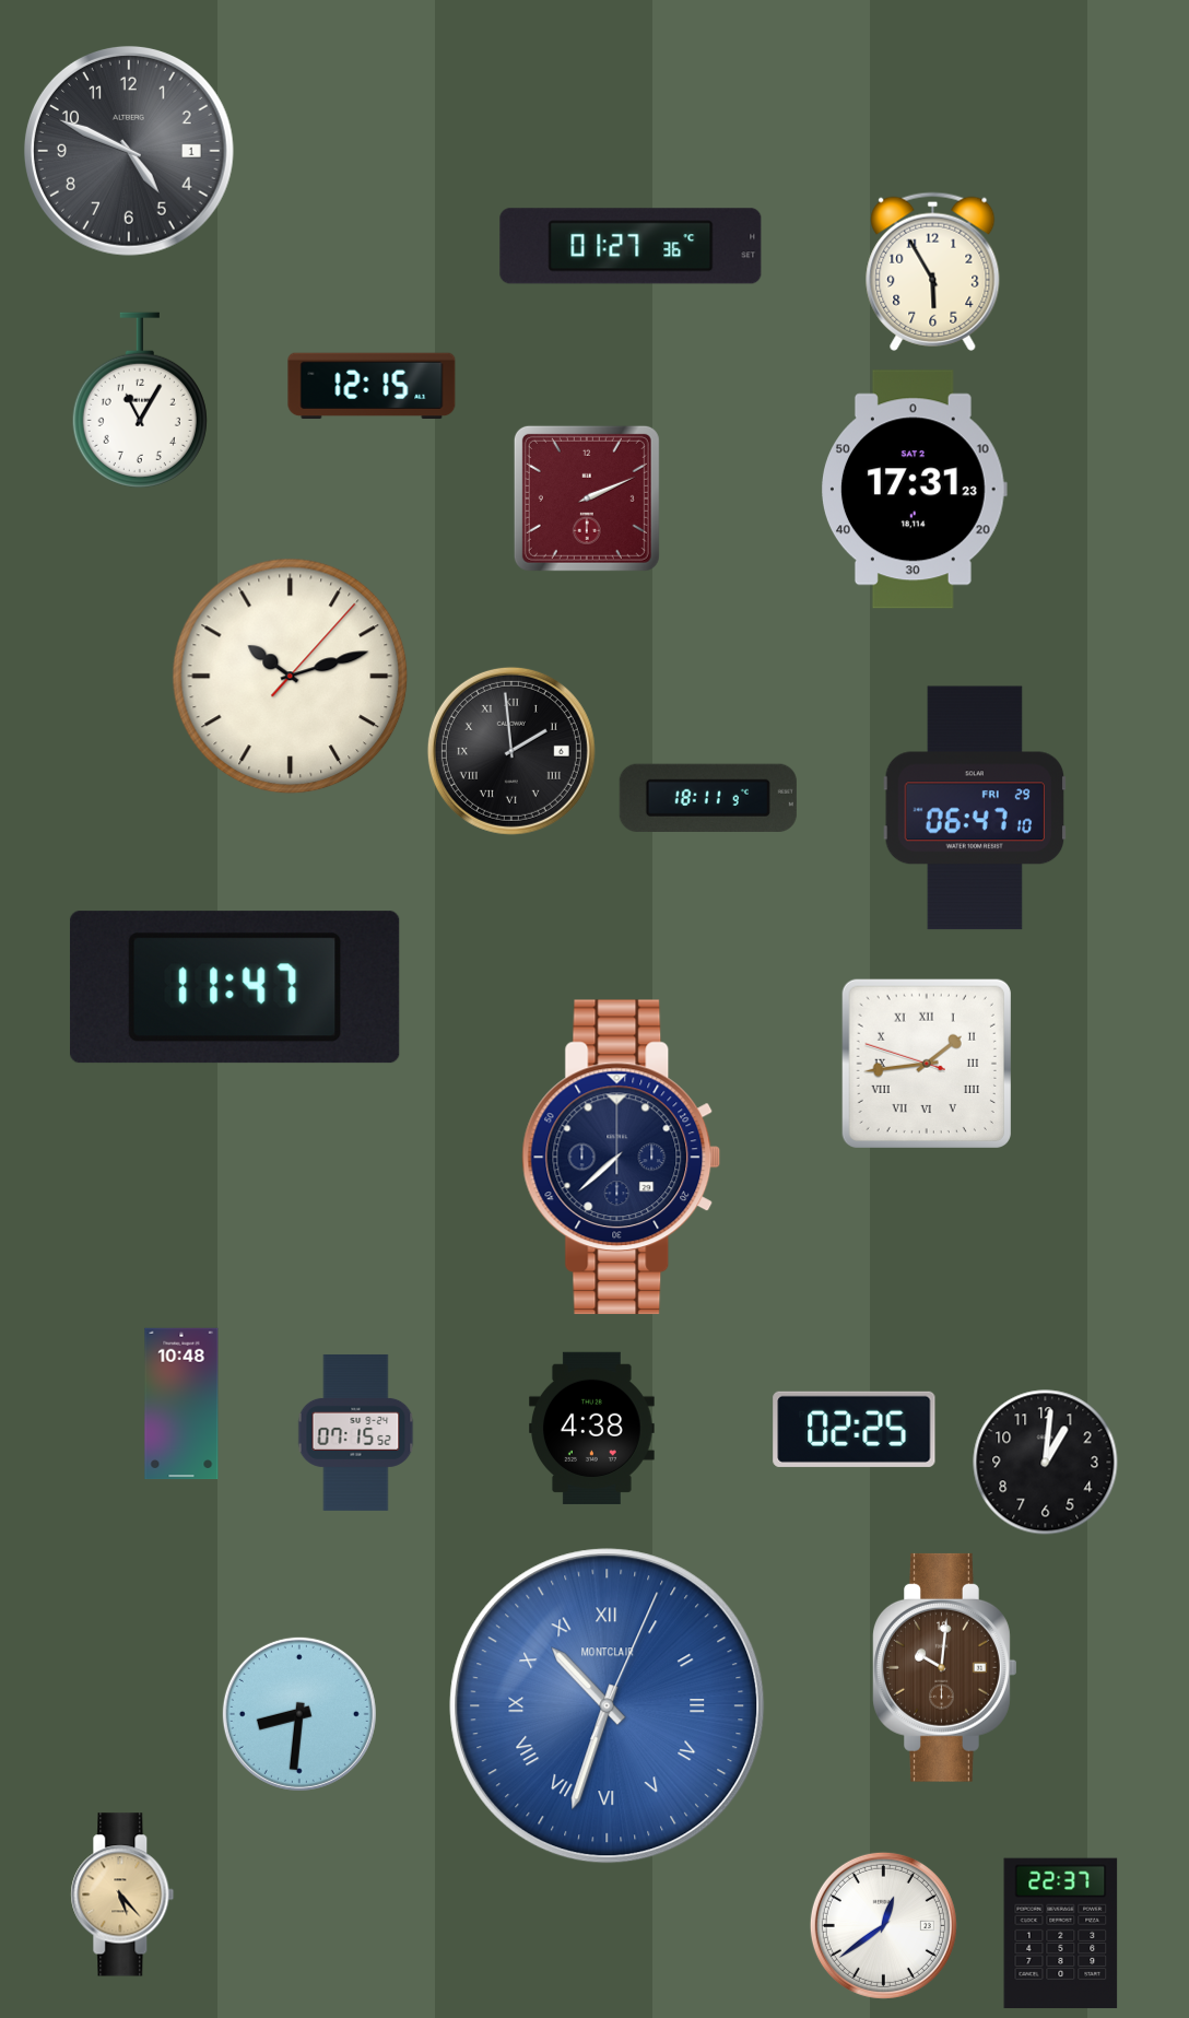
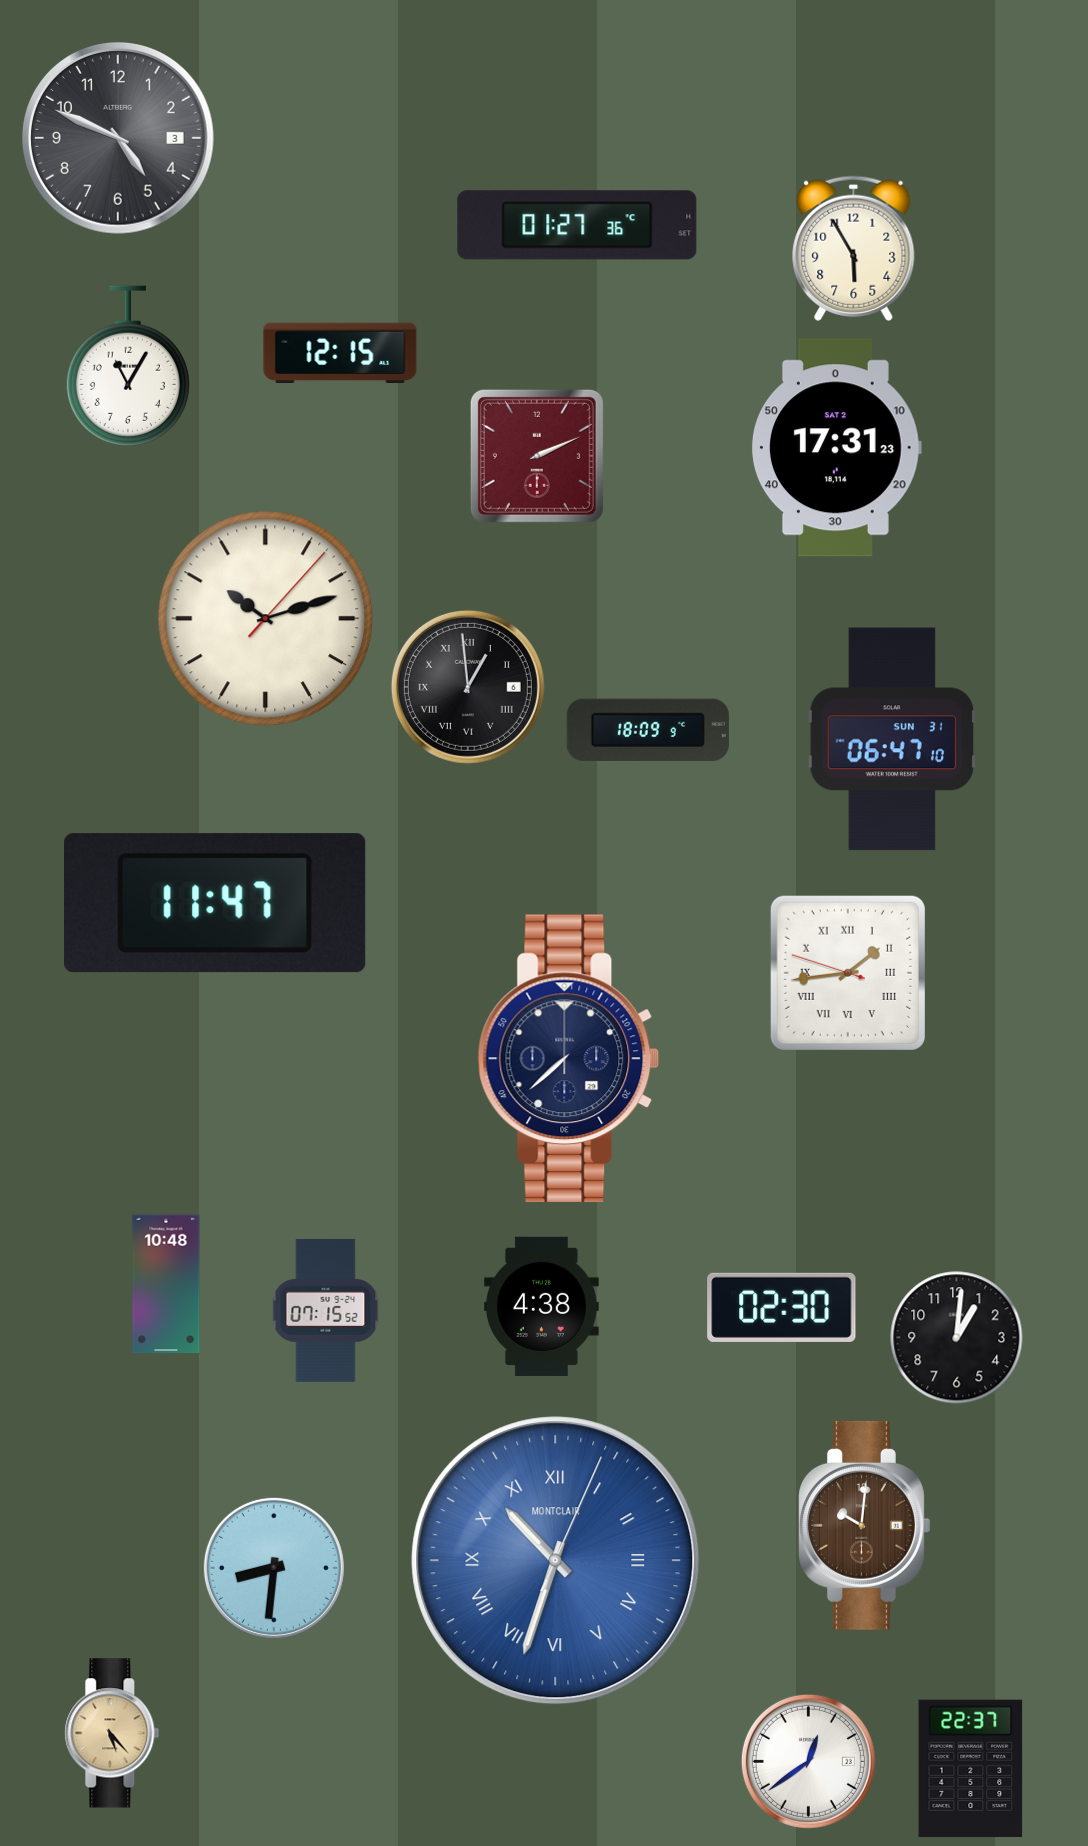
clock at (129, 151) date: 1 -> 3
clock at (511, 751): 1:59 -> 12:59
clock at (708, 798): 18:11 -> 18:09
clock at (974, 808) date: FRI 29 -> SUN 31
clock at (855, 1429): 02:25 -> 02:30
